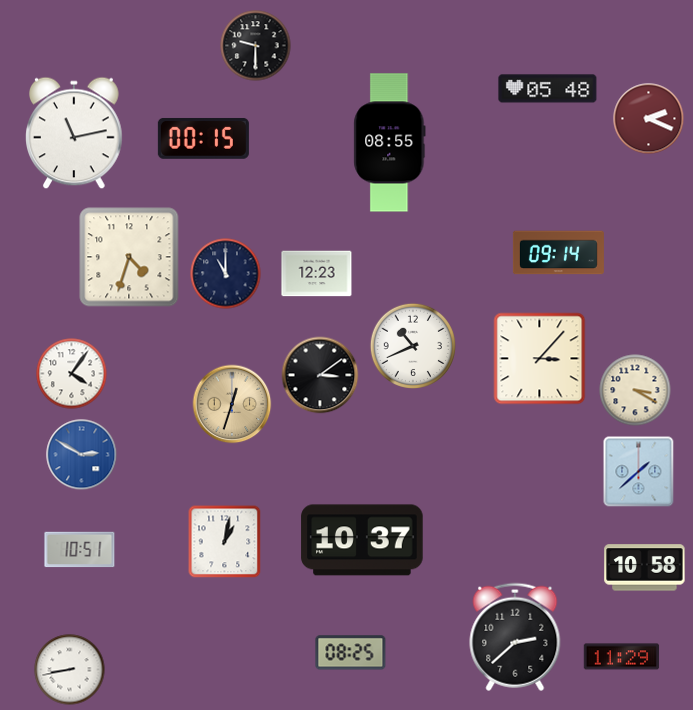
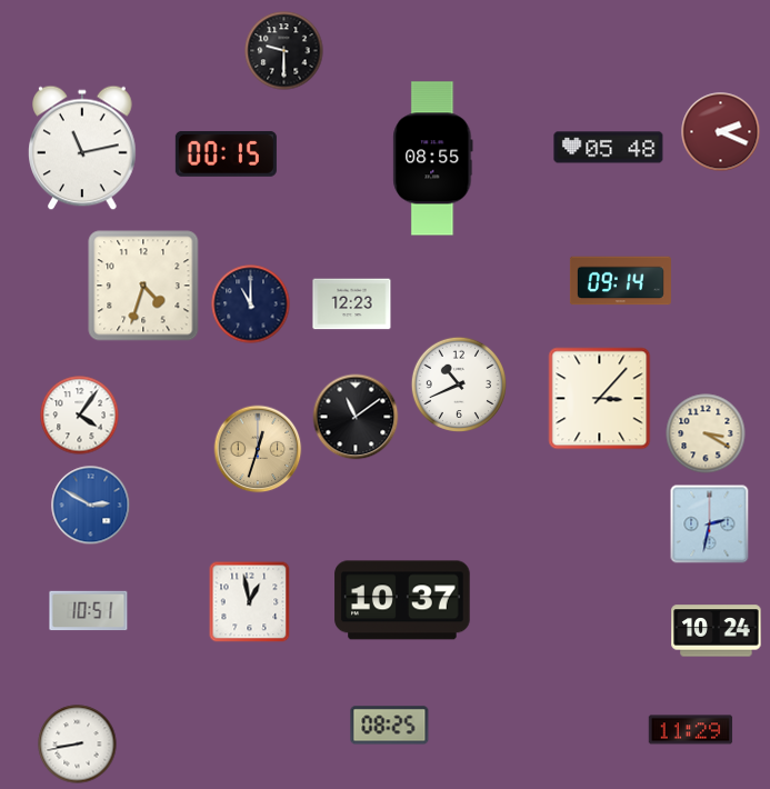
clock at (548, 89) position: (548, 89) -> (609, 148)
clock at (320, 375): 3:09 -> 11:09
clock at (639, 472): 1:38 -> 2:32
clock at (225, 542): 1:02 -> 12:58
clock at (645, 568): 10:58 -> 10:24
clock at (515, 637): 2:38 -> none
